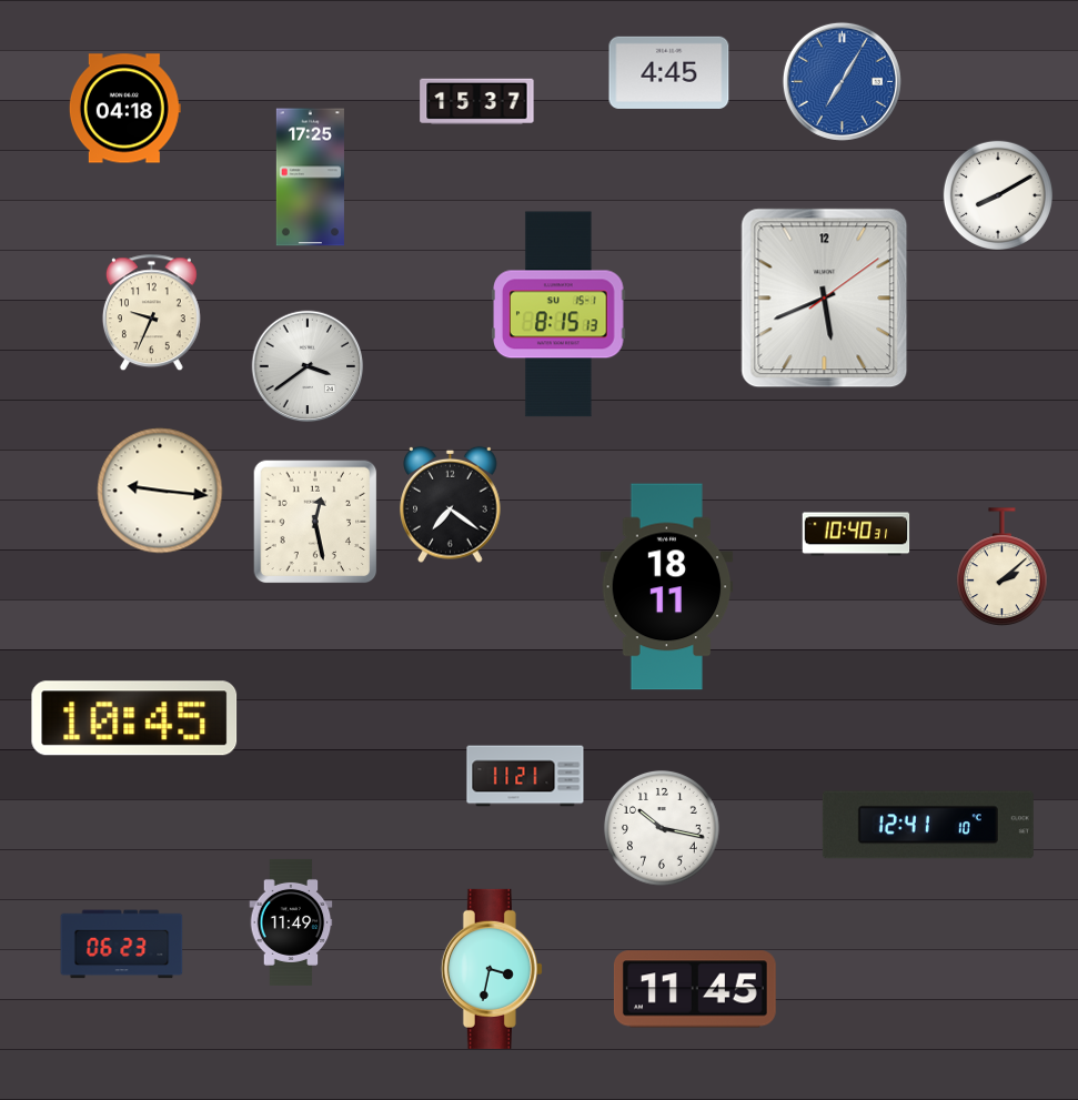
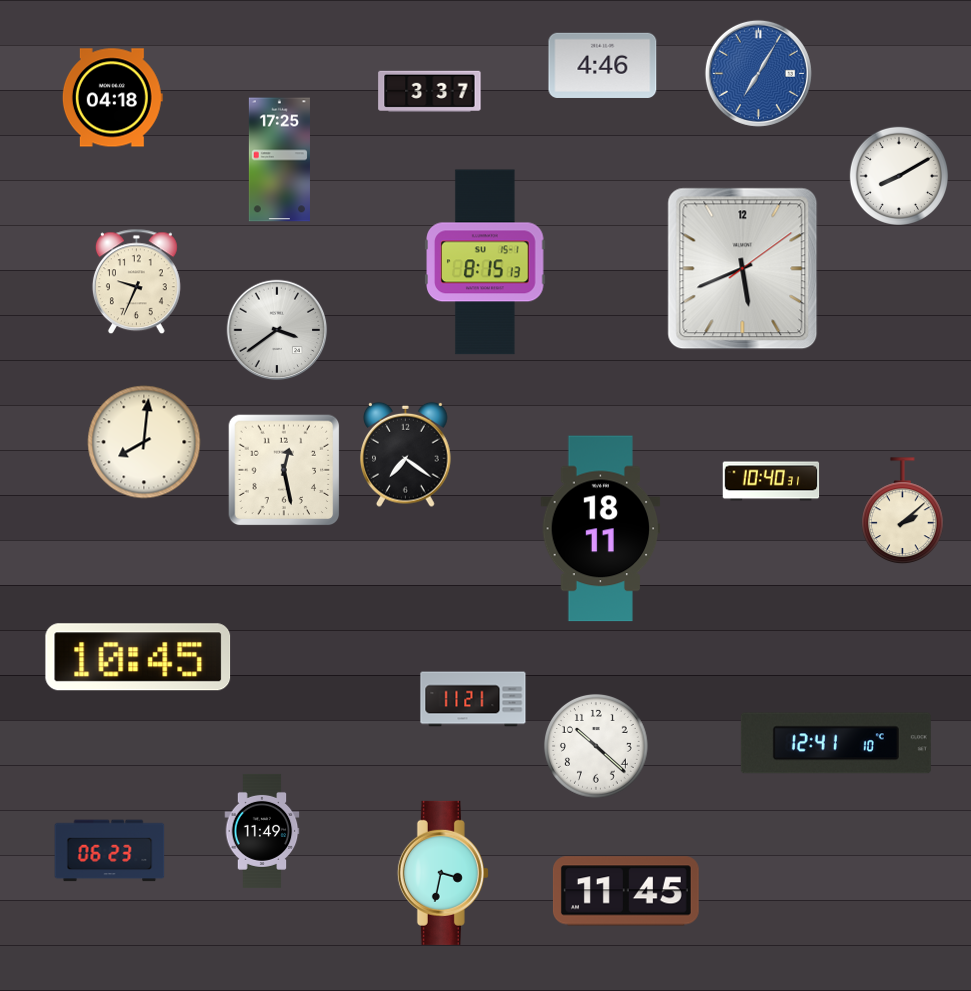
clock at (669, 72): 4:45 -> 4:46
clock at (477, 101): 15:37 -> 3:37
clock at (558, 314) position: (558, 314) -> (485, 262)
clock at (160, 491): 9:16 -> 8:01
clock at (134, 718) position: (134, 718) -> (138, 657)
clock at (662, 828): 10:17 -> 10:22
